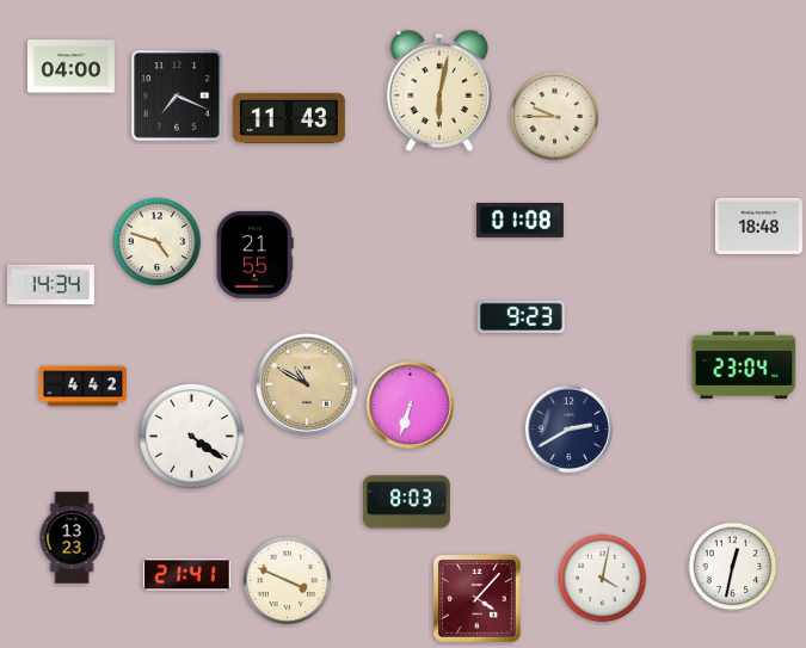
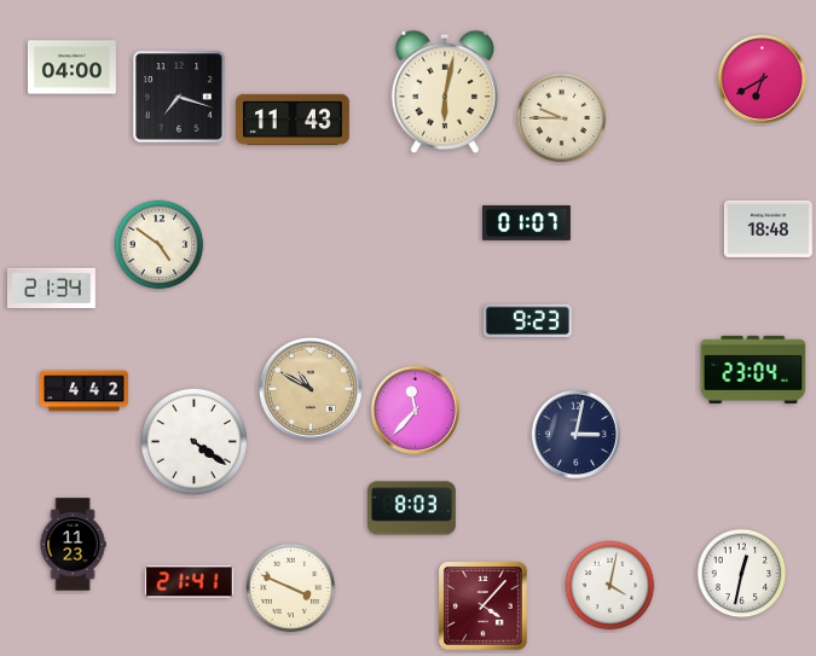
clock at (762, 79): none -> 6:40
clock at (177, 95): 7:19 -> 7:18
clock at (519, 220): 01:08 -> 01:07
clock at (158, 242): 4:48 -> 4:51
clock at (256, 254): 21:55 -> none
clock at (50, 284): 14:34 -> 21:34
clock at (410, 405): 6:33 -> 11:37
clock at (568, 428): 2:40 -> 3:02
clock at (72, 538): 13:23 -> 11:23
